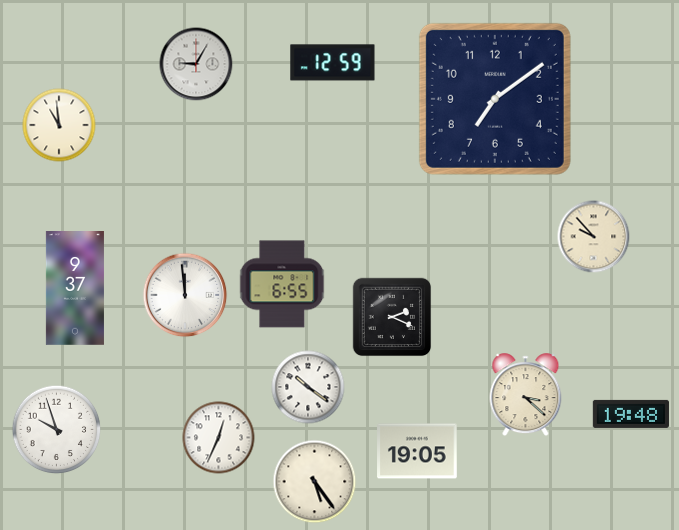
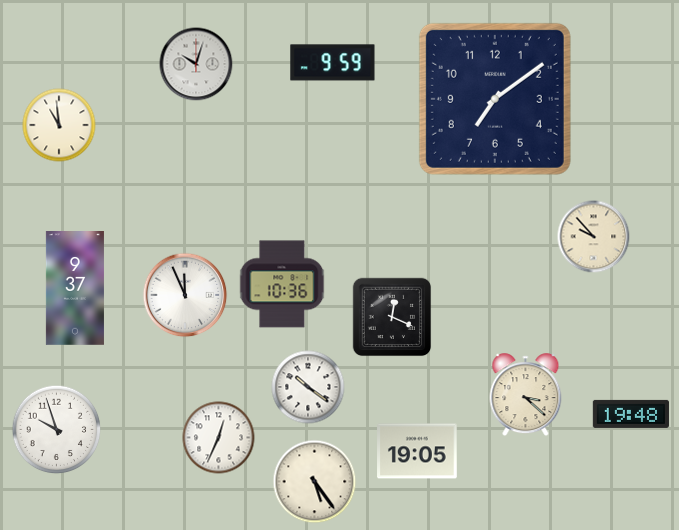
clock at (333, 63): 12:59 -> 9:59
clock at (196, 64): 9:05 -> 10:03
clock at (282, 284): 6:55 -> 10:36
clock at (185, 295): 11:59 -> 11:56
clock at (392, 317): 2:19 -> 12:19
